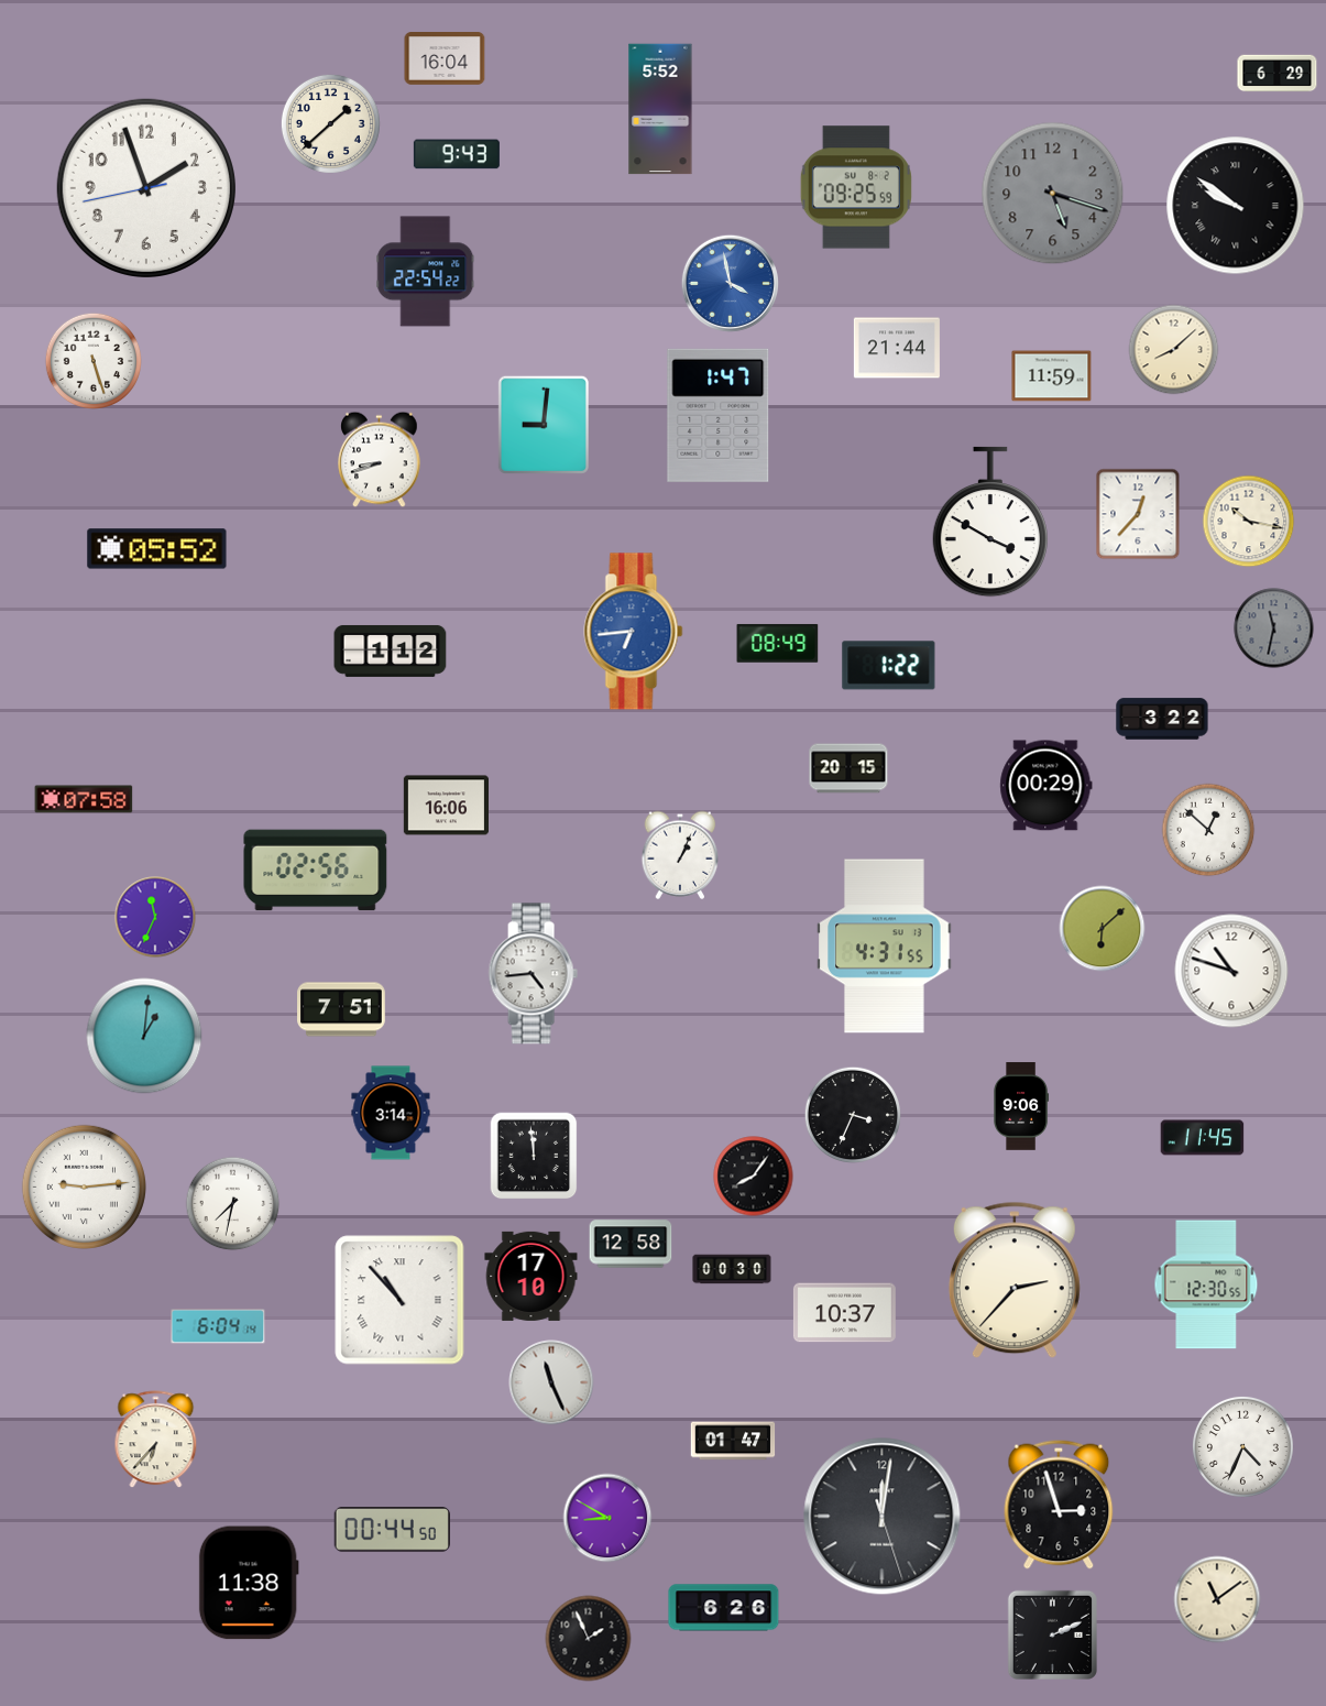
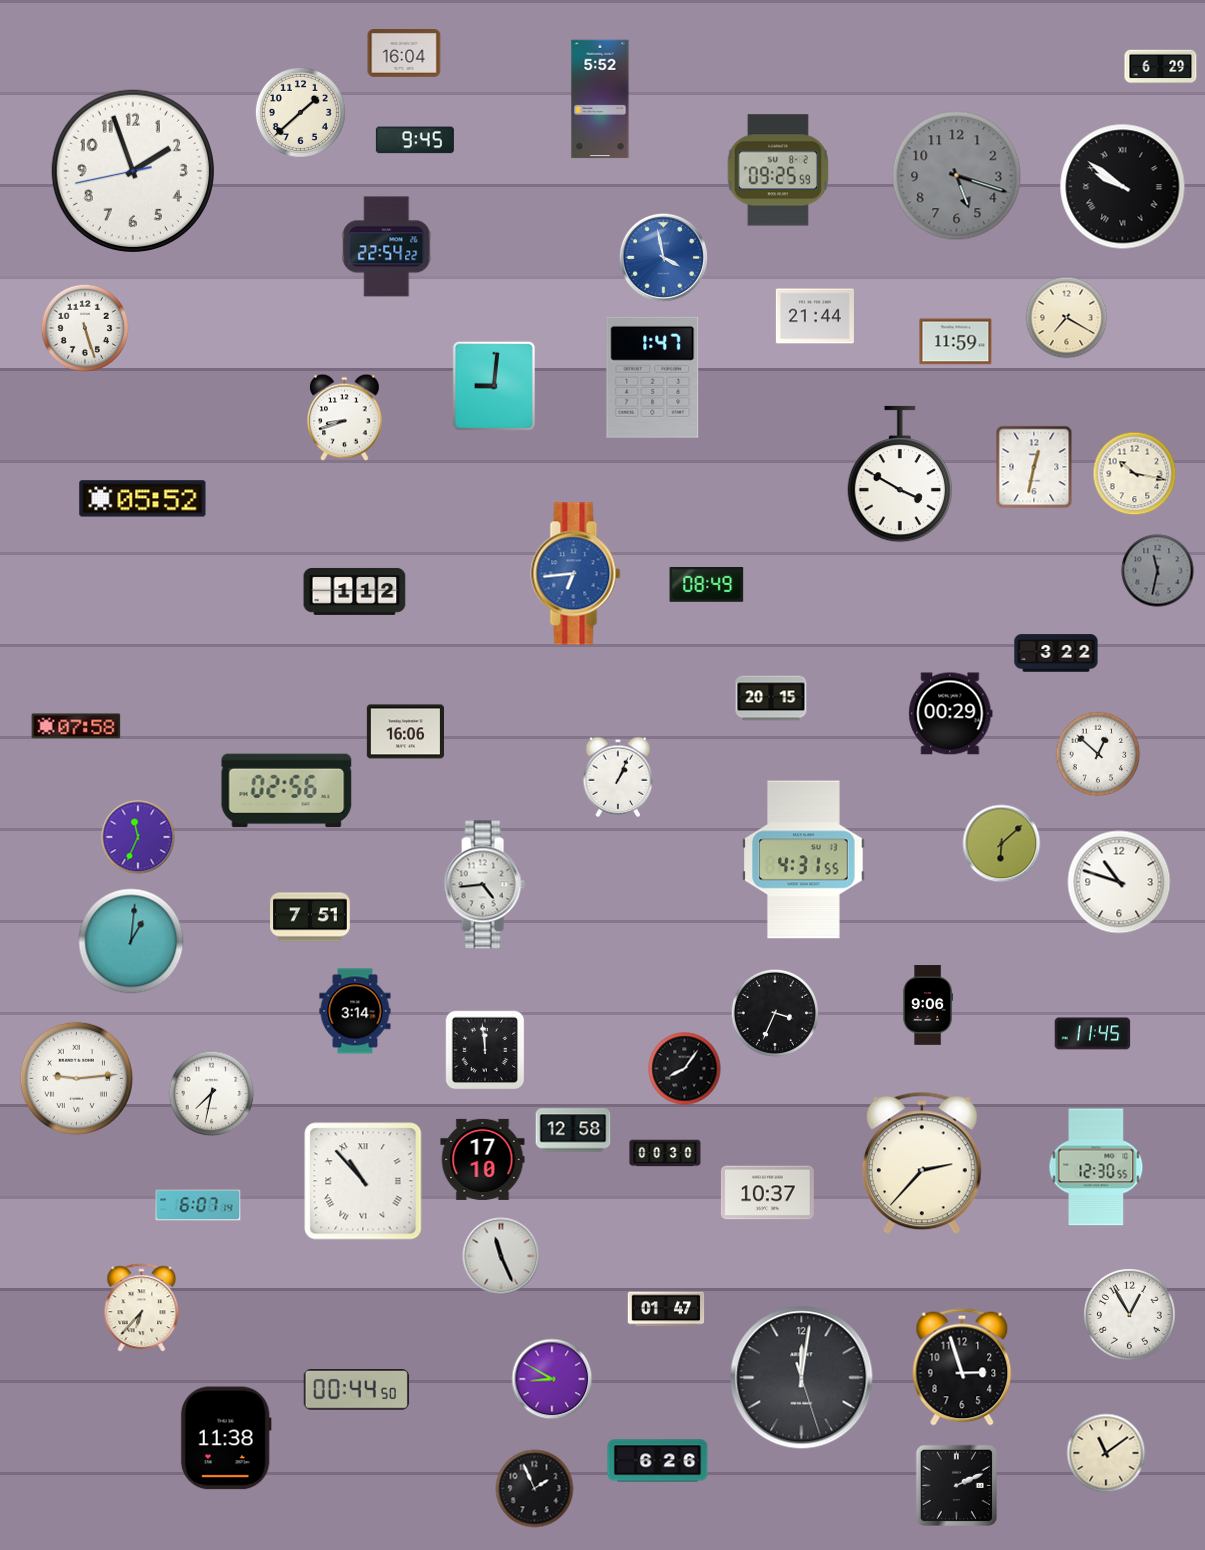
clock at (457, 154): 9:43 -> 9:45
clock at (1174, 350): 8:08 -> 7:20
clock at (1138, 514): 12:37 -> 12:32
clock at (889, 666): 1:22 -> none
clock at (155, 917) position: (155, 917) -> (138, 837)
clock at (218, 1326): 6:04 -> 6:07
clock at (1242, 1446): 4:34 -> 12:55
